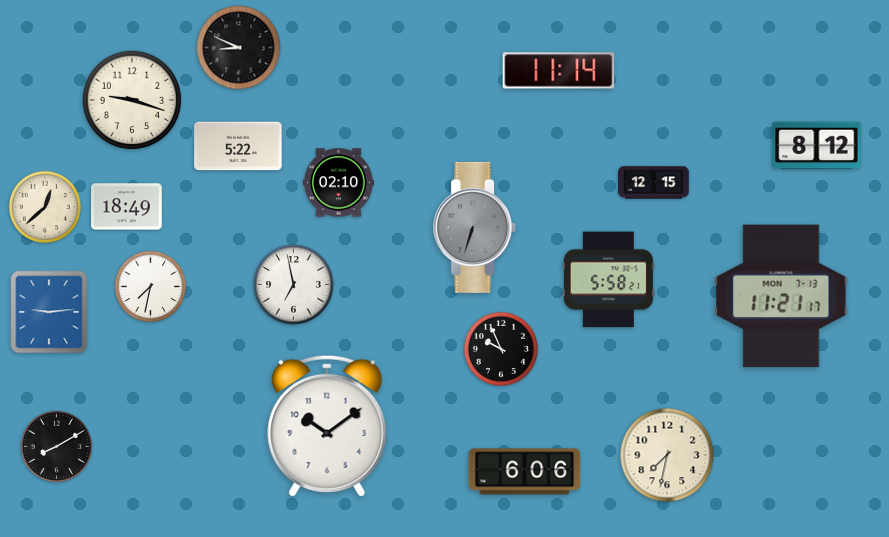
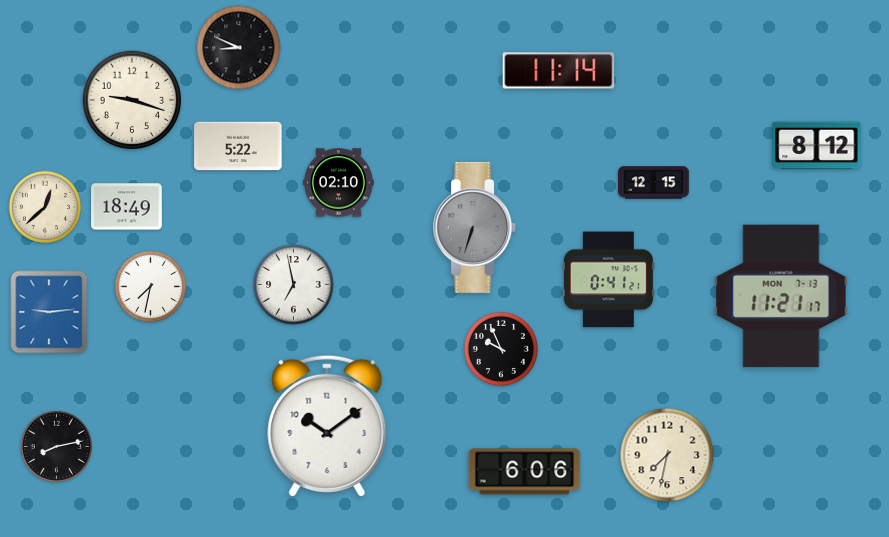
clock at (608, 280): 5:58 -> 0:41
clock at (57, 447): 8:10 -> 8:13
